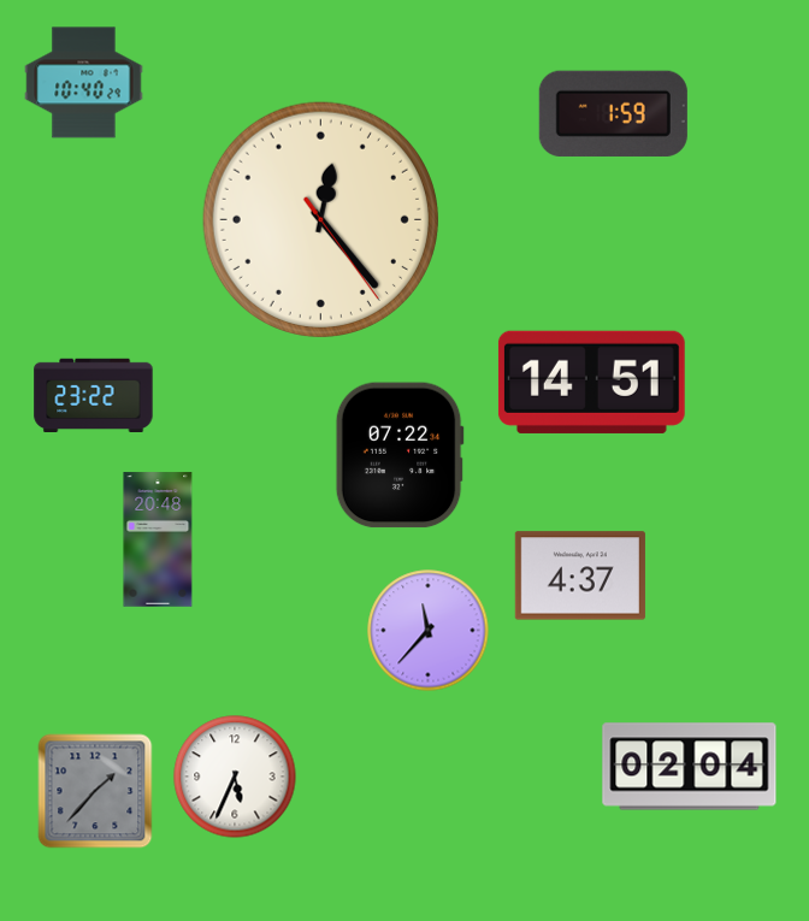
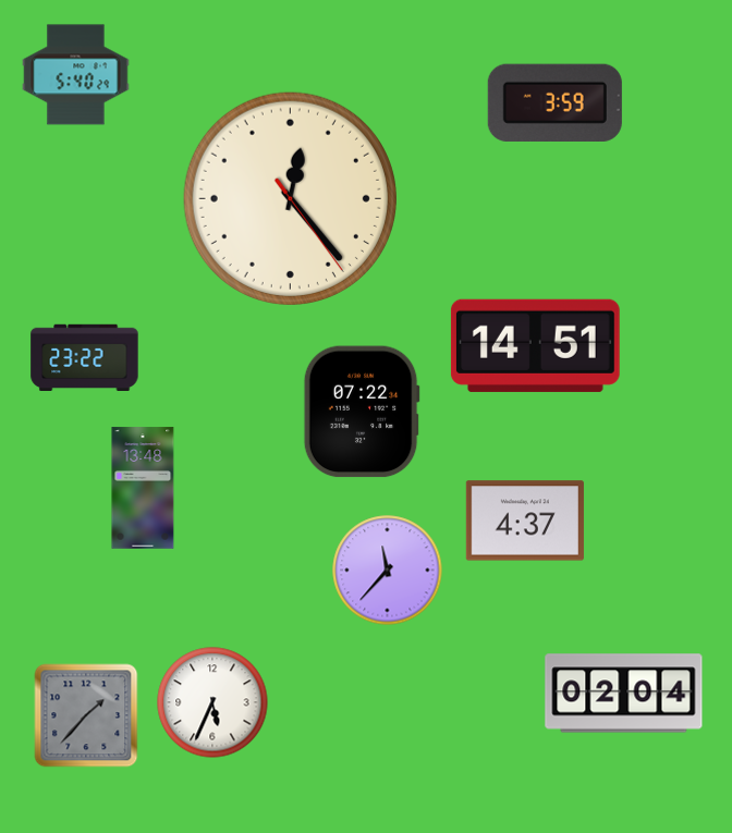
clock at (84, 83): 10:40 -> 5:40
clock at (613, 113): 1:59 -> 3:59
clock at (158, 539): 20:48 -> 13:48
